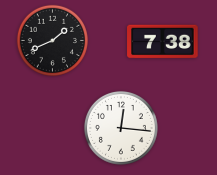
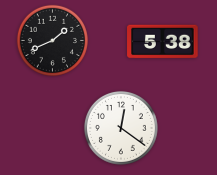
clock at (163, 42): 7:38 -> 5:38
clock at (121, 128): 12:16 -> 12:21
